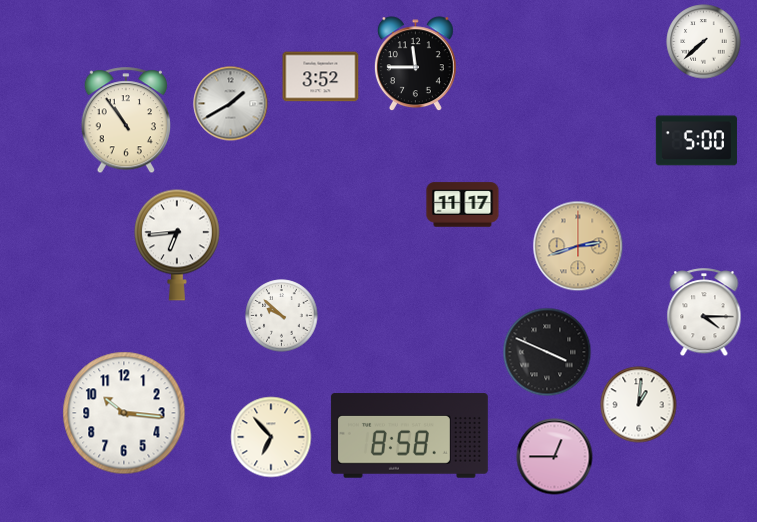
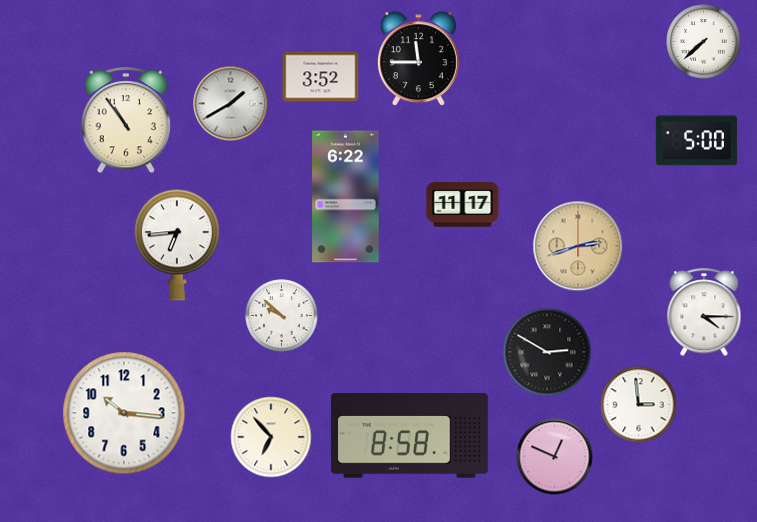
clock at (415, 64) position: (415, 64) -> (418, 59)
clock at (346, 197): none -> 6:22
clock at (547, 352): 3:49 -> 2:50
clock at (639, 405): 1:01 -> 2:59
clock at (555, 457): 12:45 -> 12:49
